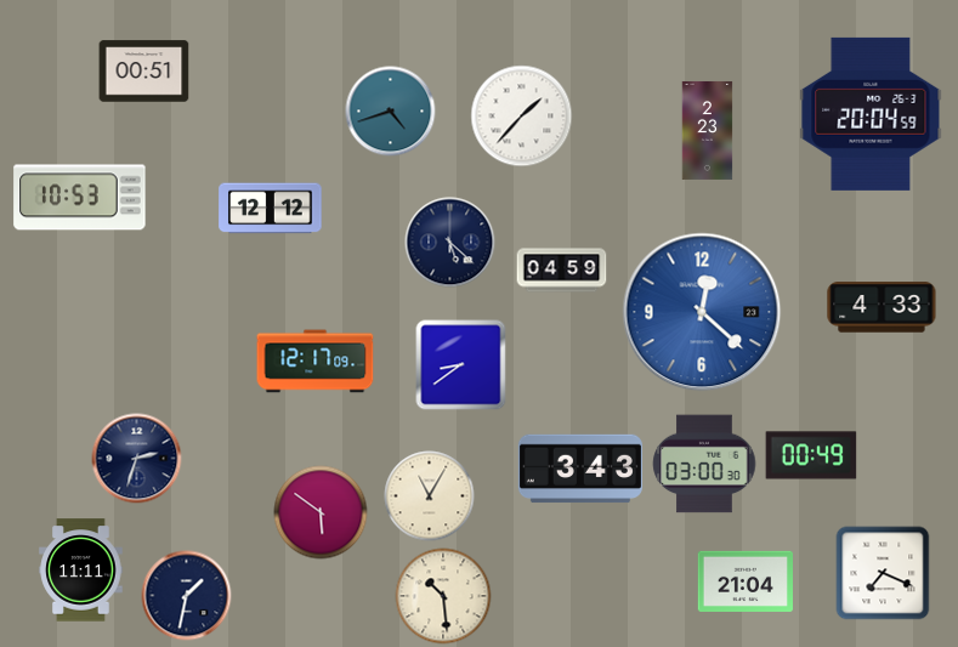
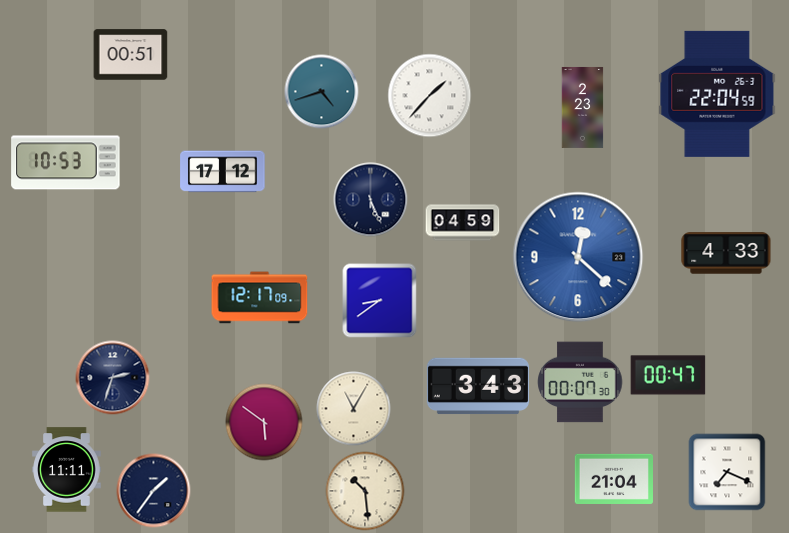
clock at (144, 72) position: (144, 72) -> (131, 55)
clock at (871, 114): 20:04 -> 22:04
clock at (271, 209): 12:12 -> 17:12
clock at (450, 243): 5:22 -> 5:26
clock at (811, 455): 00:49 -> 00:47
clock at (704, 464): 03:00 -> 00:07
clock at (187, 596): 1:32 -> 1:36
